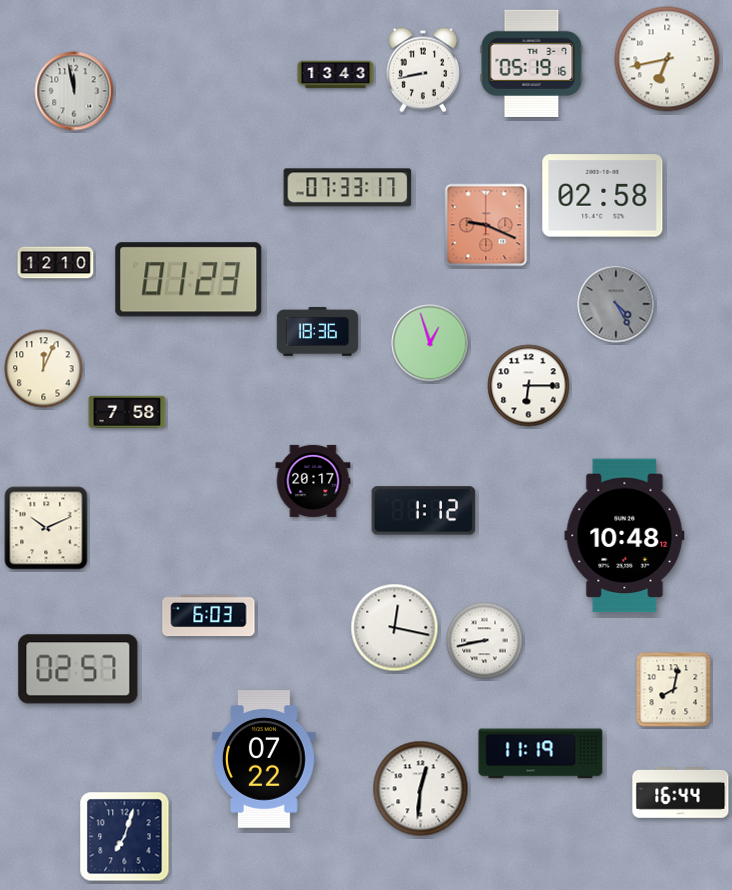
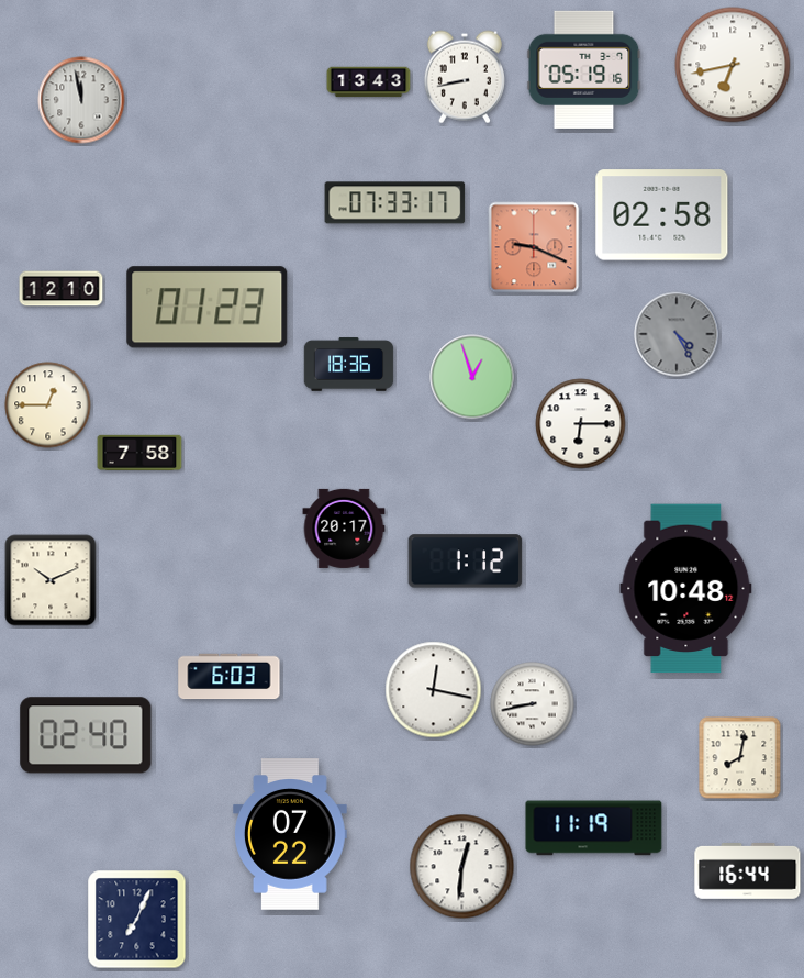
clock at (348, 188) position: (348, 188) -> (395, 203)
clock at (44, 369): 12:04 -> 12:45
clock at (78, 669): 02:57 -> 02:40
clock at (125, 837): 7:03 -> 7:04
